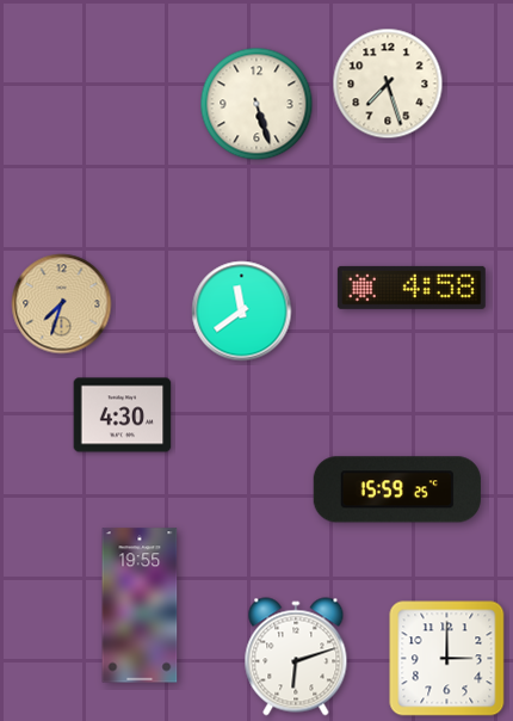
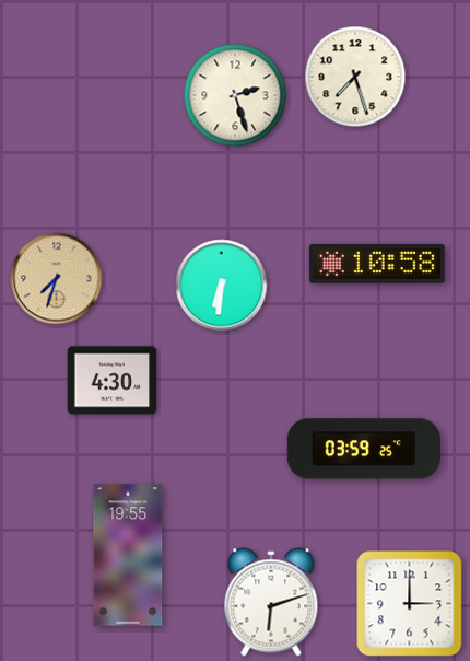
clock at (256, 104): 5:27 -> 2:27
clock at (412, 288): 4:58 -> 10:58
clock at (242, 312): 11:39 -> 6:31
clock at (397, 489): 15:59 -> 03:59
